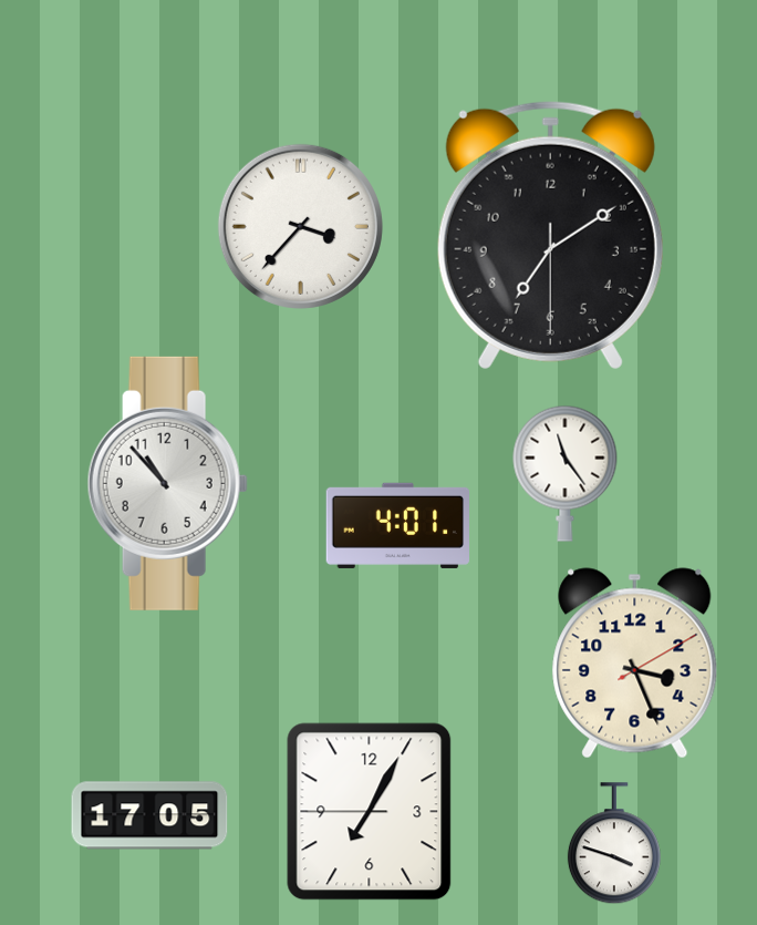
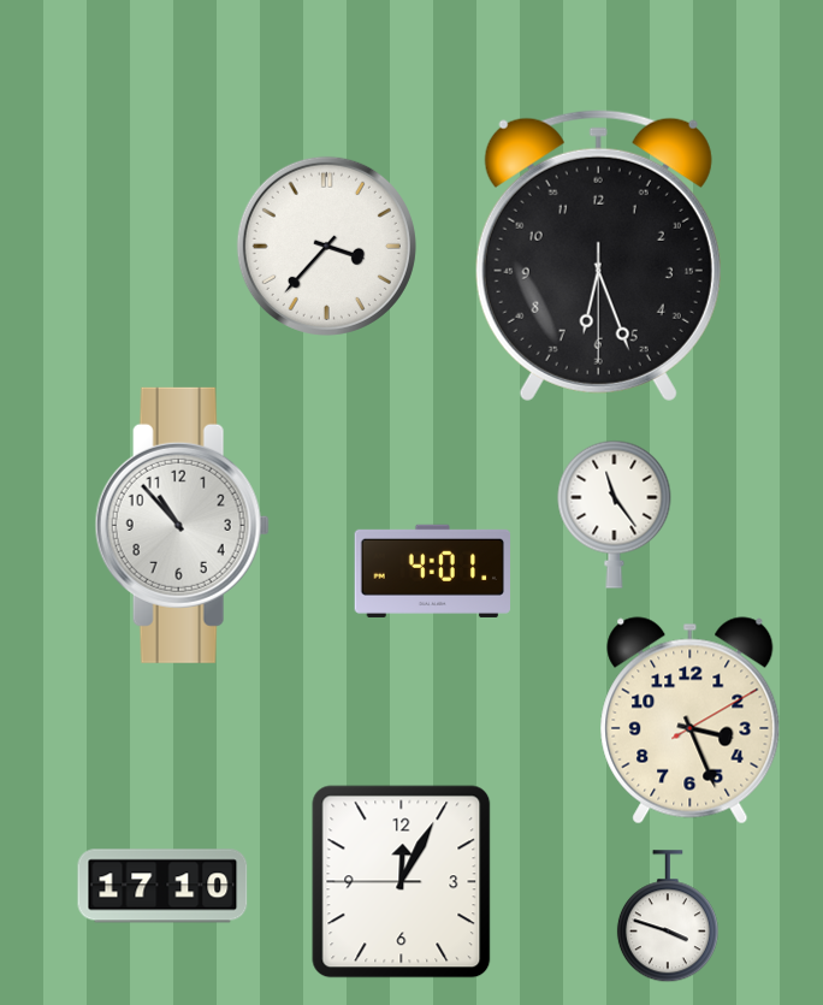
clock at (550, 235): 7:09 -> 6:26
clock at (370, 812): 7:04 -> 12:04
clock at (149, 815): 17:05 -> 17:10
